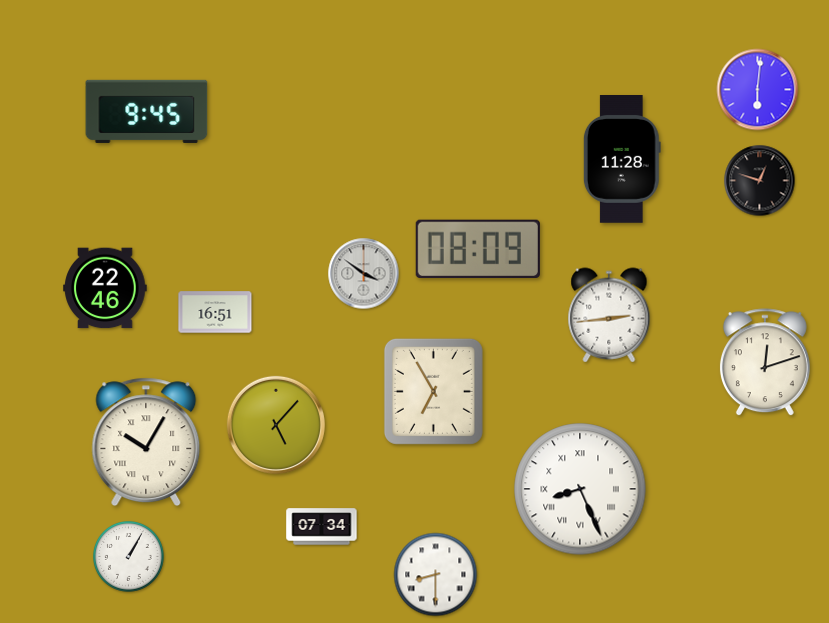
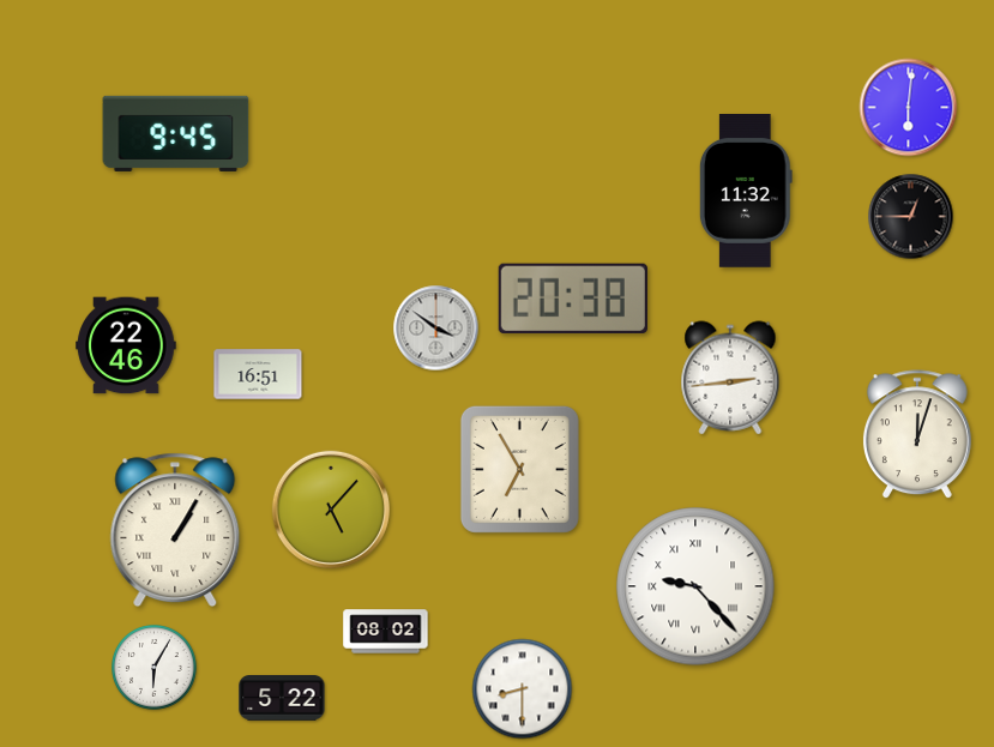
clock at (622, 160): 11:28 -> 11:32
clock at (760, 181): 12:48 -> 12:45
clock at (478, 249): 08:09 -> 20:38
clock at (765, 363): 12:12 -> 12:03
clock at (146, 442): 10:05 -> 1:05
clock at (580, 489): 8:26 -> 9:23
clock at (322, 527): 07:34 -> 08:02
clock at (129, 557): 1:05 -> 6:05
clock at (282, 699): none -> 5:22
